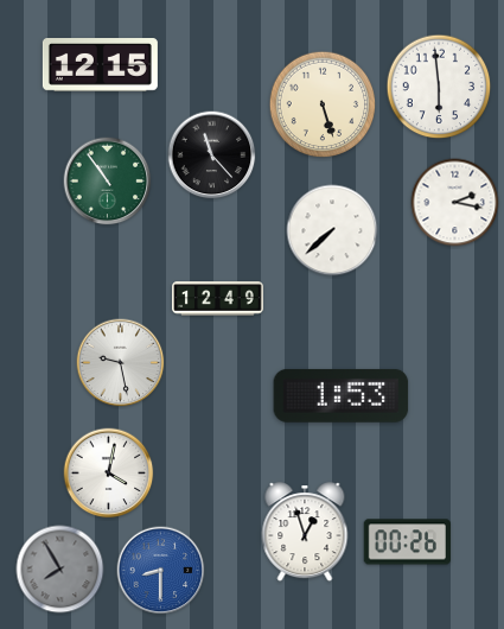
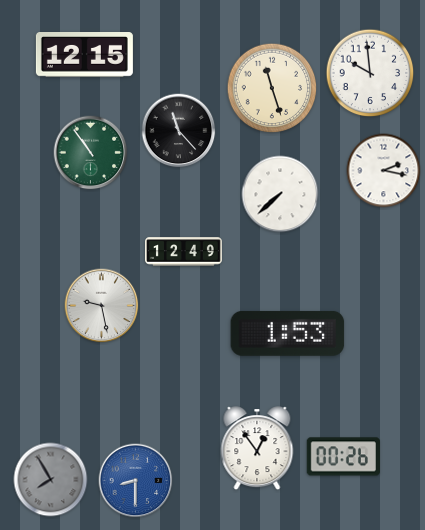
clock at (439, 87): 5:59 -> 9:59
clock at (323, 104): 5:27 -> 11:27
clock at (109, 474): 4:02 -> none
clock at (305, 533): 12:57 -> 12:54
